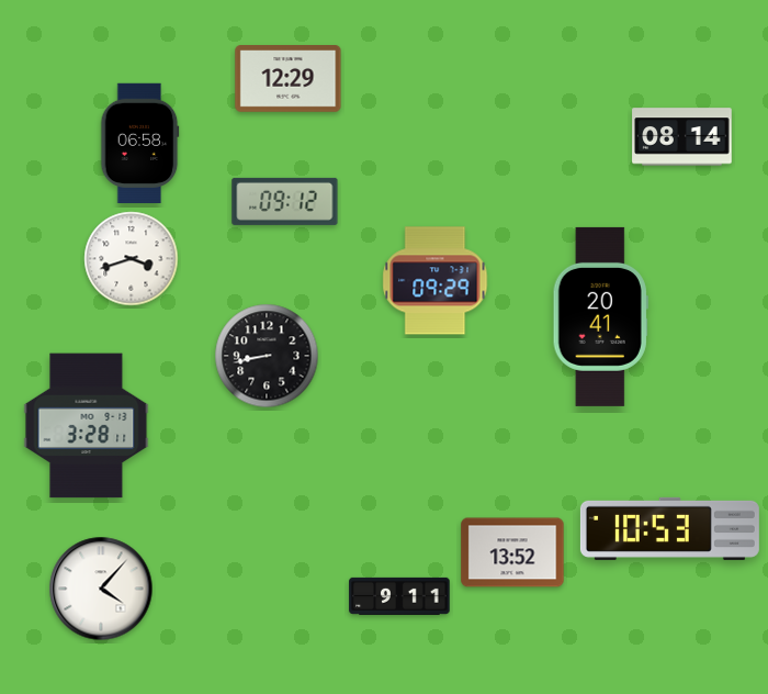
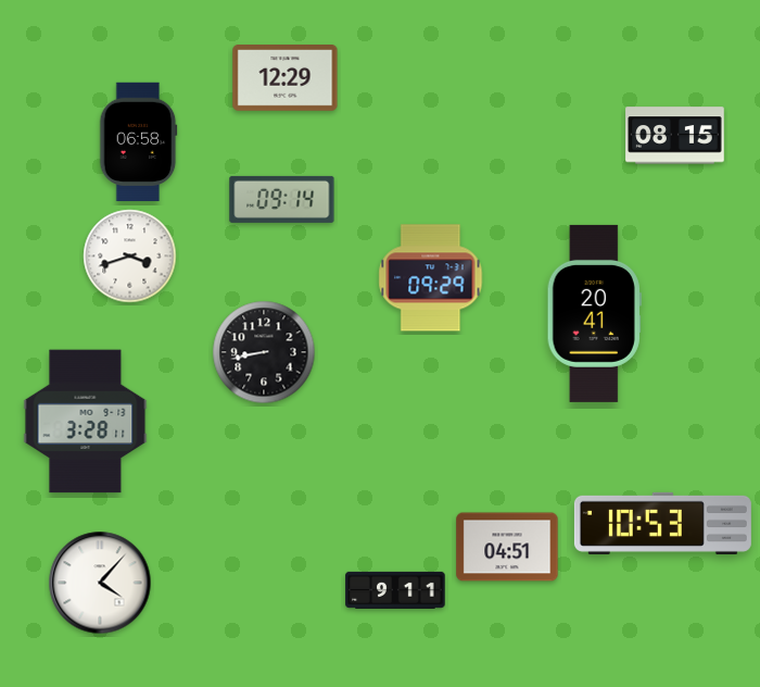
clock at (682, 137): 08:14 -> 08:15
clock at (285, 201): 09:12 -> 09:14
clock at (512, 552): 13:52 -> 04:51
